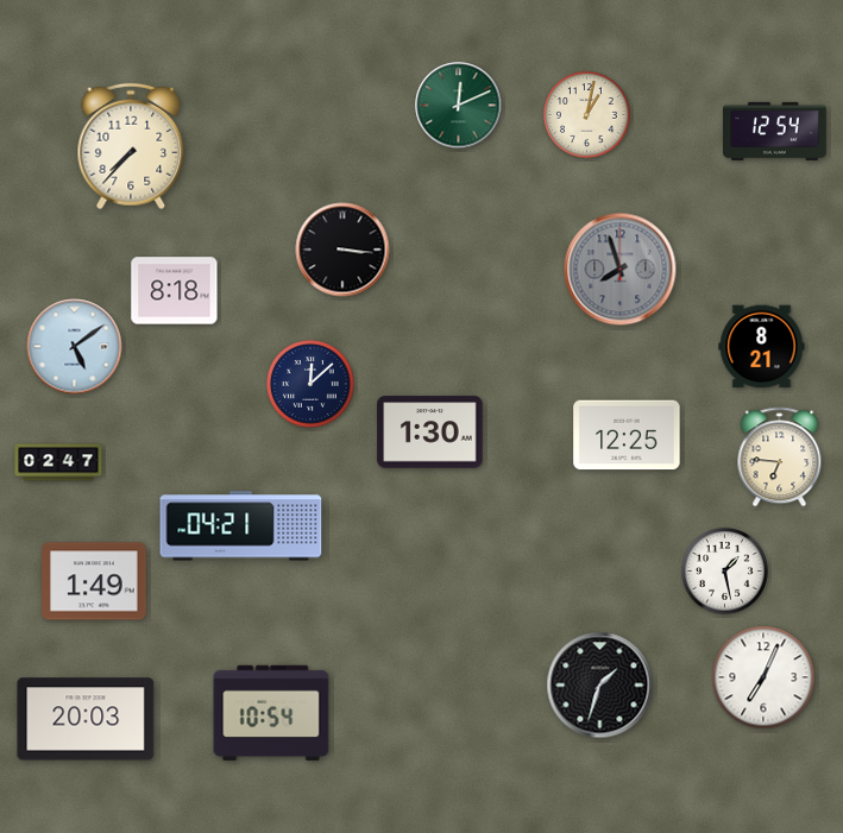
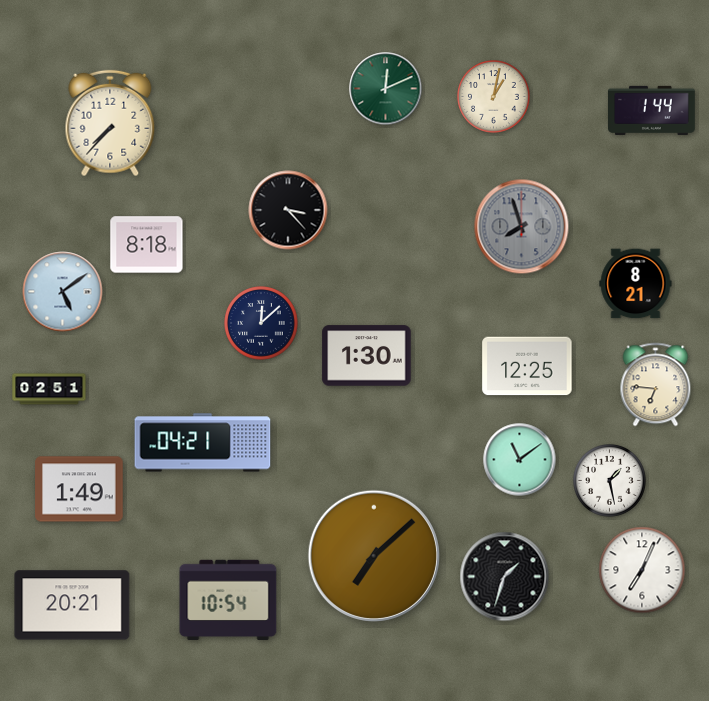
clock at (775, 131): 12:54 -> 1:44
clock at (342, 250): 3:16 -> 3:23
clock at (762, 347) position: (762, 347) -> (636, 284)
clock at (430, 433) position: (430, 433) -> (367, 356)
clock at (58, 462): 02:47 -> 02:51
clock at (520, 460): none -> 11:09
clock at (374, 556): none -> 7:08
clock at (86, 719): 20:03 -> 20:21
